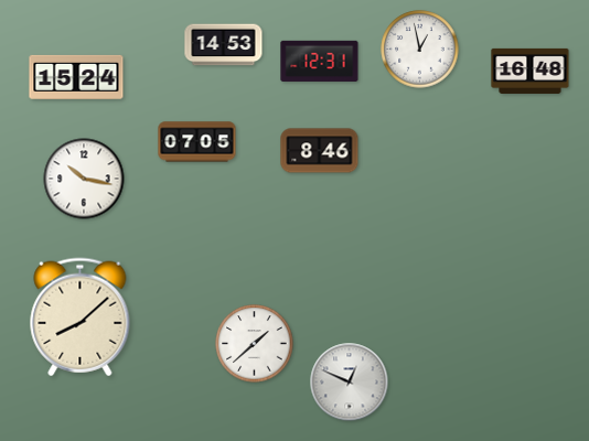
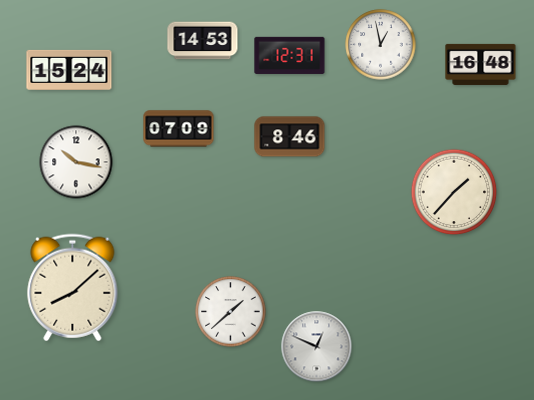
clock at (197, 142): 07:05 -> 07:09
clock at (454, 192): none -> 1:37
